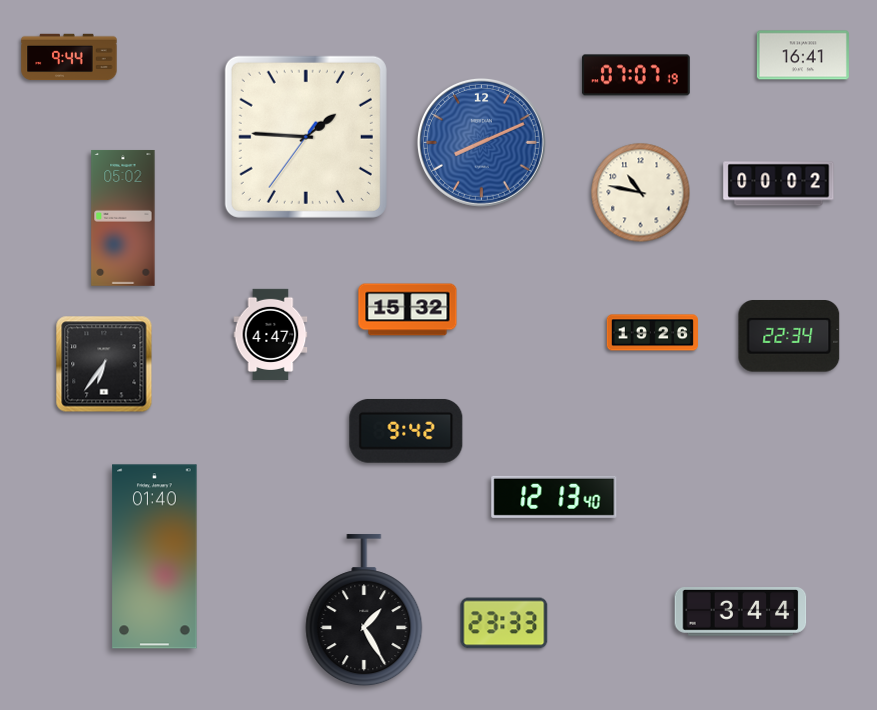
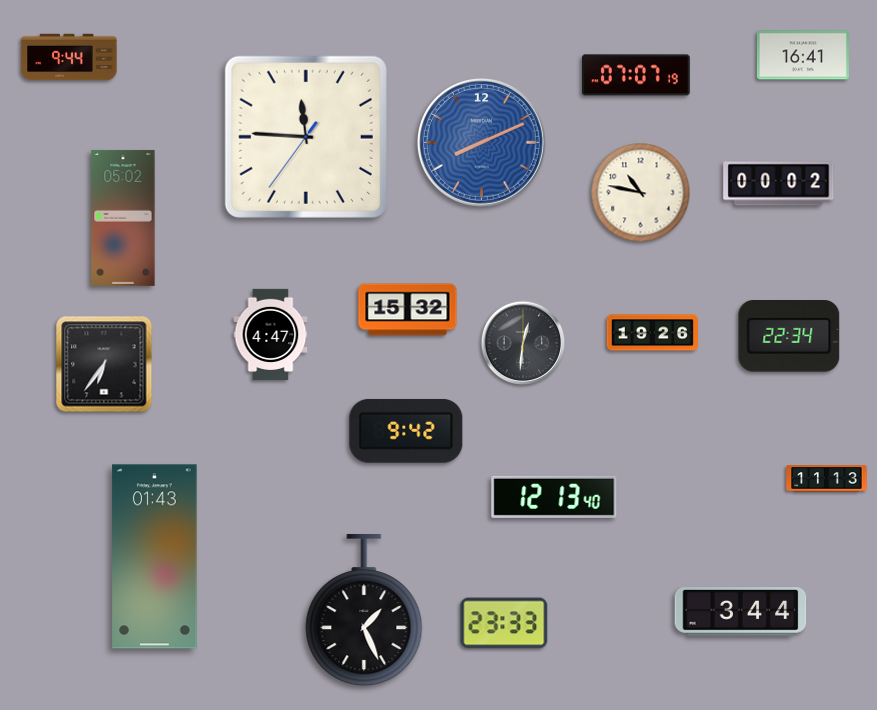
clock at (306, 137): 1:45 -> 11:45
clock at (523, 343): none -> 12:31
clock at (827, 479): none -> 11:13
clock at (155, 557): 01:40 -> 01:43
clock at (364, 611): 1:25 -> 1:26
